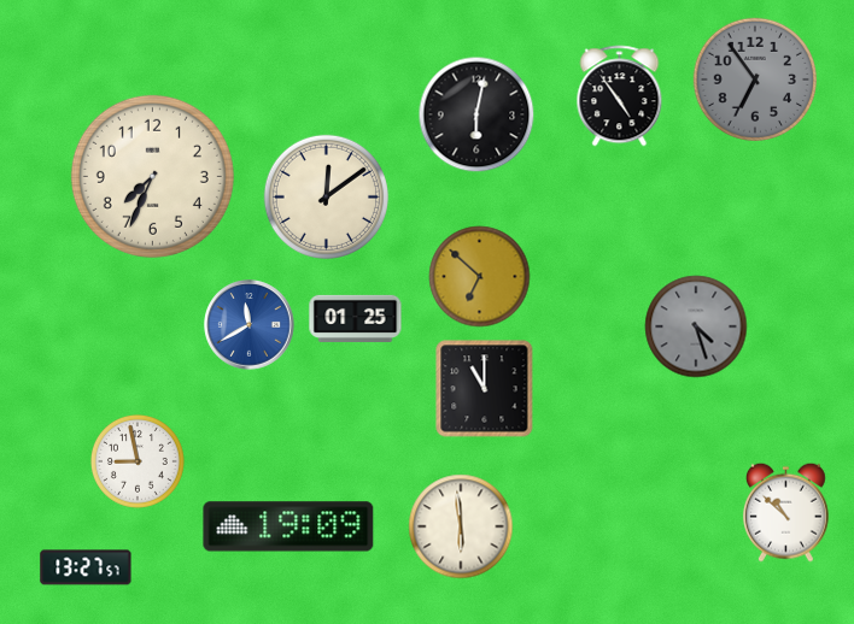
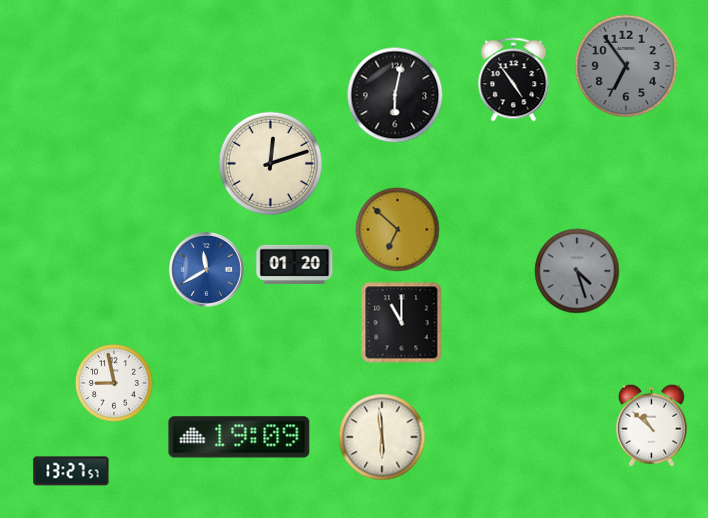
clock at (152, 176): 7:34 -> none
clock at (326, 196): 12:09 -> 12:12
clock at (356, 318): 01:25 -> 01:20
